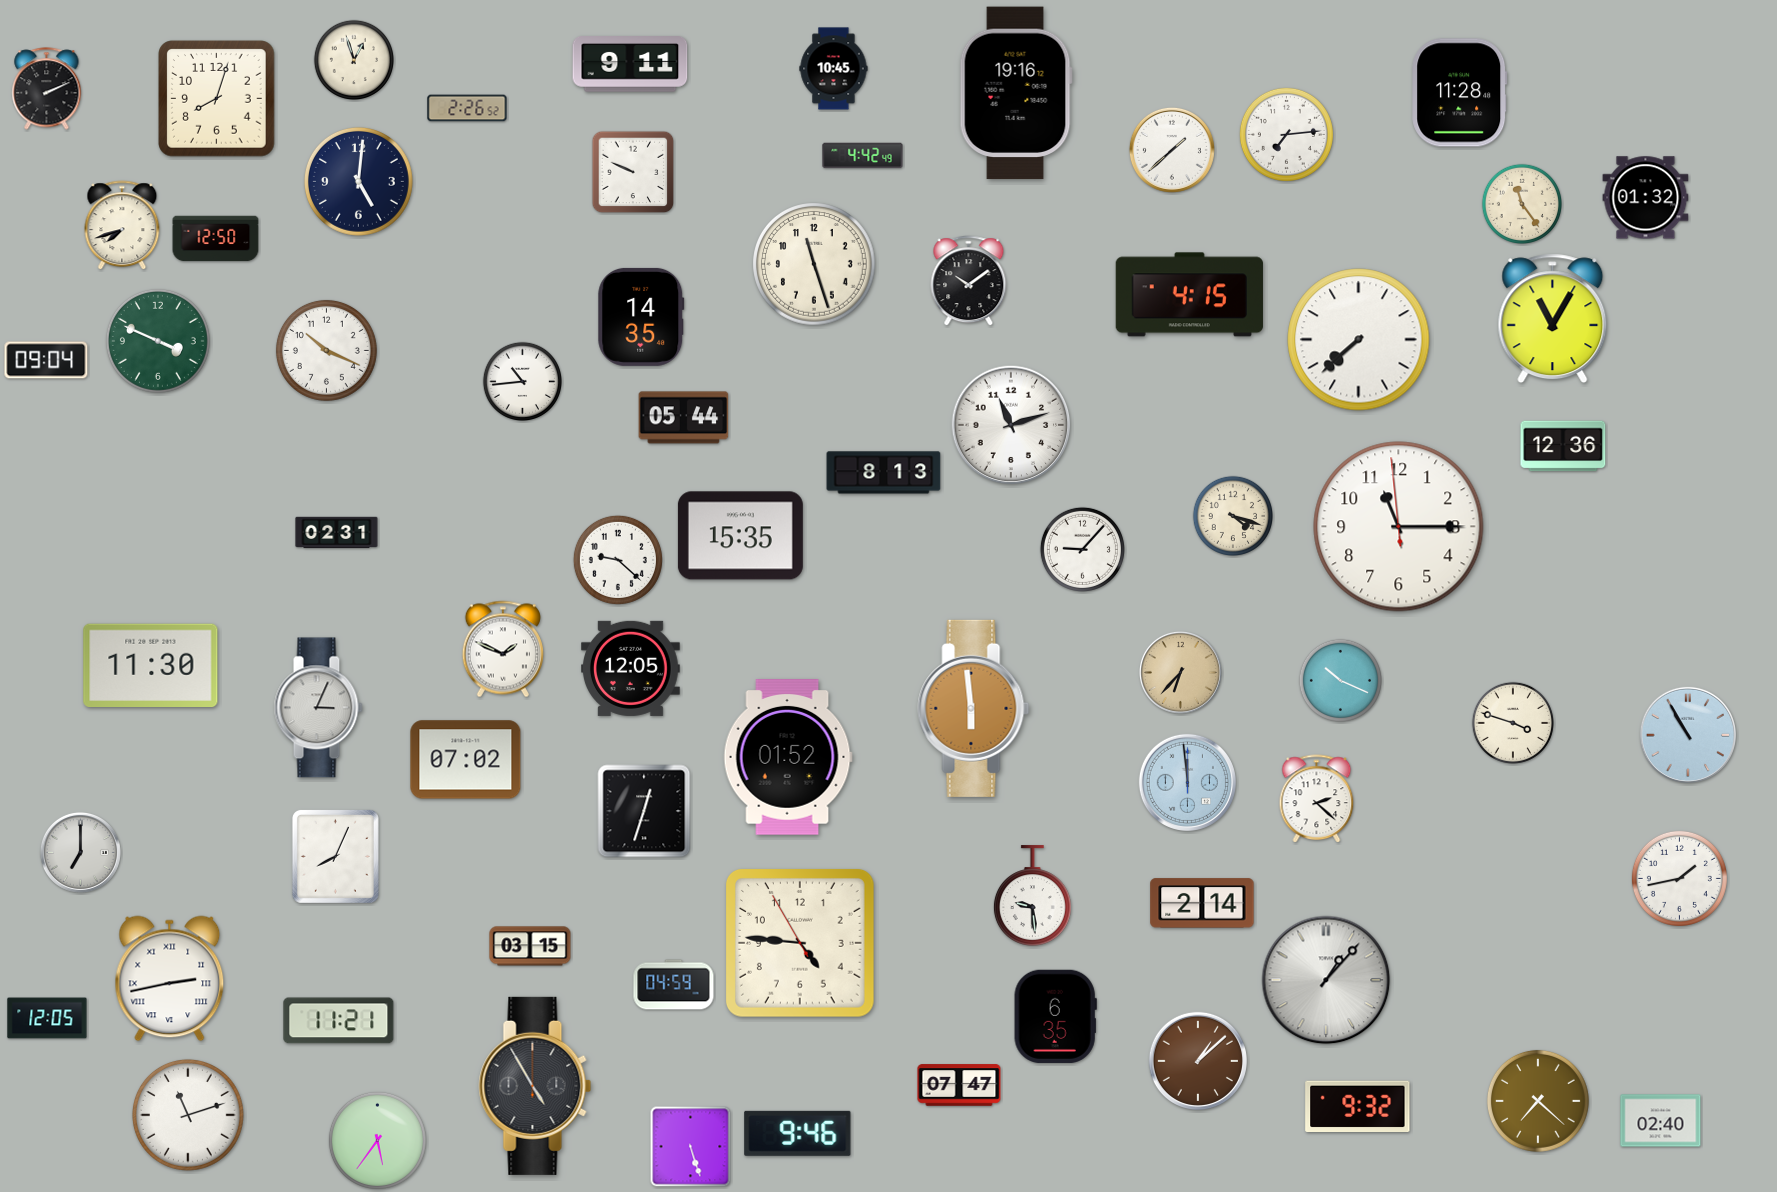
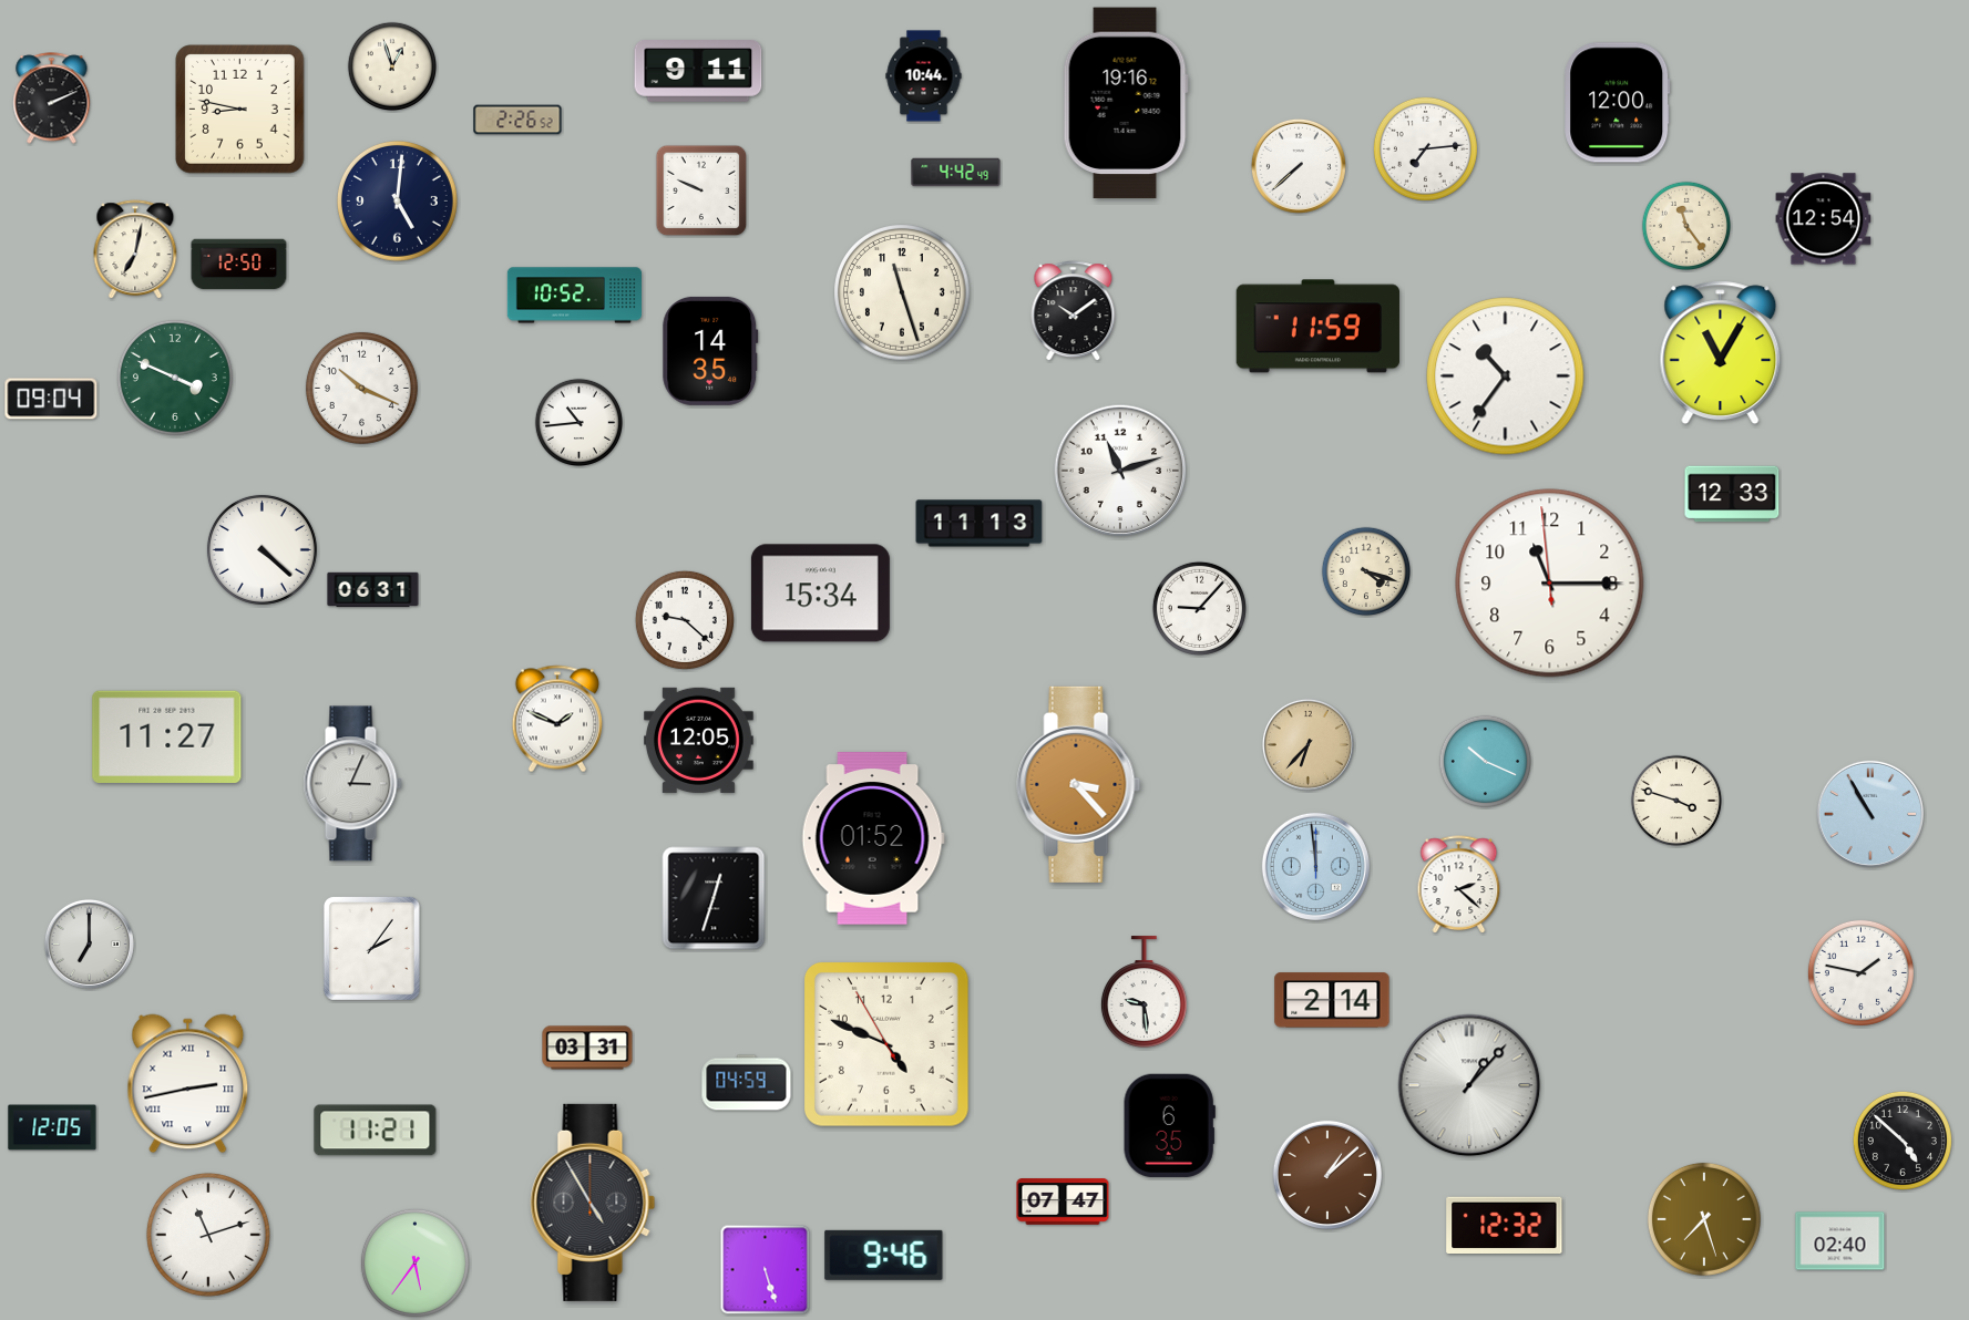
clock at (834, 69): 10:45 -> 10:44
clock at (1460, 93): 11:28 -> 12:00
clock at (217, 99): 8:03 -> 8:47
clock at (1172, 150): 1:38 -> 7:38
clock at (1646, 198): 01:32 -> 12:54
clock at (122, 226): 7:42 -> 7:02
clock at (574, 296): none -> 10:52
clock at (1189, 295): 4:15 -> 11:59
clock at (1359, 340): 7:38 -> 10:36
clock at (684, 418): 05:44 -> none
clock at (1563, 446): 12:36 -> 12:33
clock at (884, 473): 8:13 -> 11:13
clock at (261, 549): none -> 4:22
clock at (337, 533): 02:31 -> 06:31
clock at (740, 536): 15:35 -> 15:34
clock at (151, 666): 11:30 -> 11:27
clock at (1340, 680) position: (1340, 680) -> (1485, 761)
clock at (974, 708): 5:59 -> 3:23
clock at (466, 760): 07:02 -> none
clock at (335, 856): 8:04 -> 2:06
clock at (1679, 878): 1:43 -> 1:47
clock at (800, 943): 4:45 -> 4:48
clock at (530, 946): 03:15 -> 03:31
clock at (674, 985) position: (674, 985) -> (747, 1083)
clock at (1903, 1141): none -> 4:52
clock at (1538, 1101): 7:22 -> 7:27
clock at (1358, 1107): 9:32 -> 12:32
clock at (377, 1140) position: (377, 1140) -> (414, 1262)
